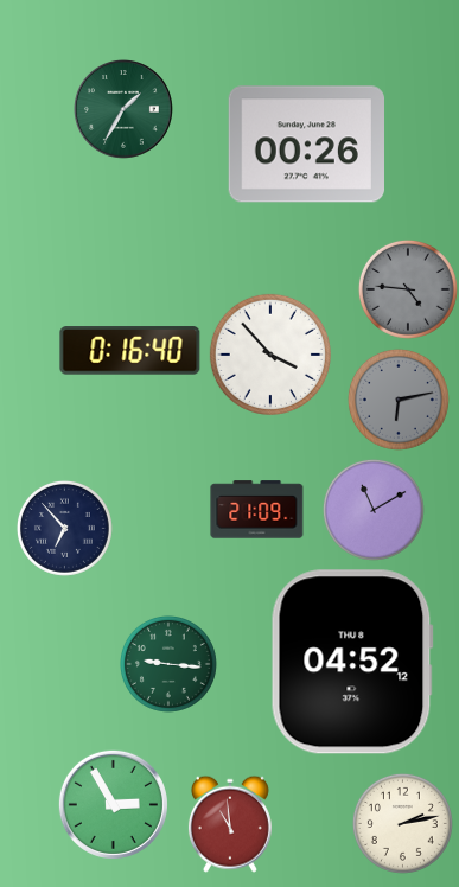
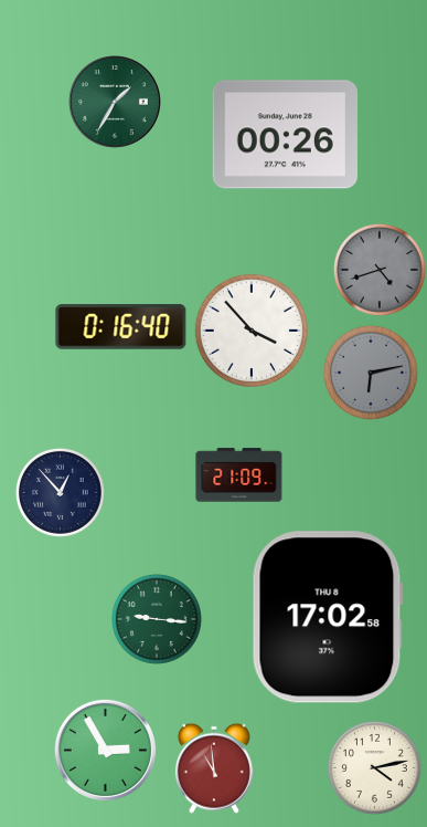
clock at (408, 289): 4:46 -> 4:42
clock at (374, 510): 11:10 -> none
clock at (64, 528): 6:53 -> 12:53
clock at (352, 662): 04:52 -> 17:02
clock at (402, 823): 2:13 -> 4:13
